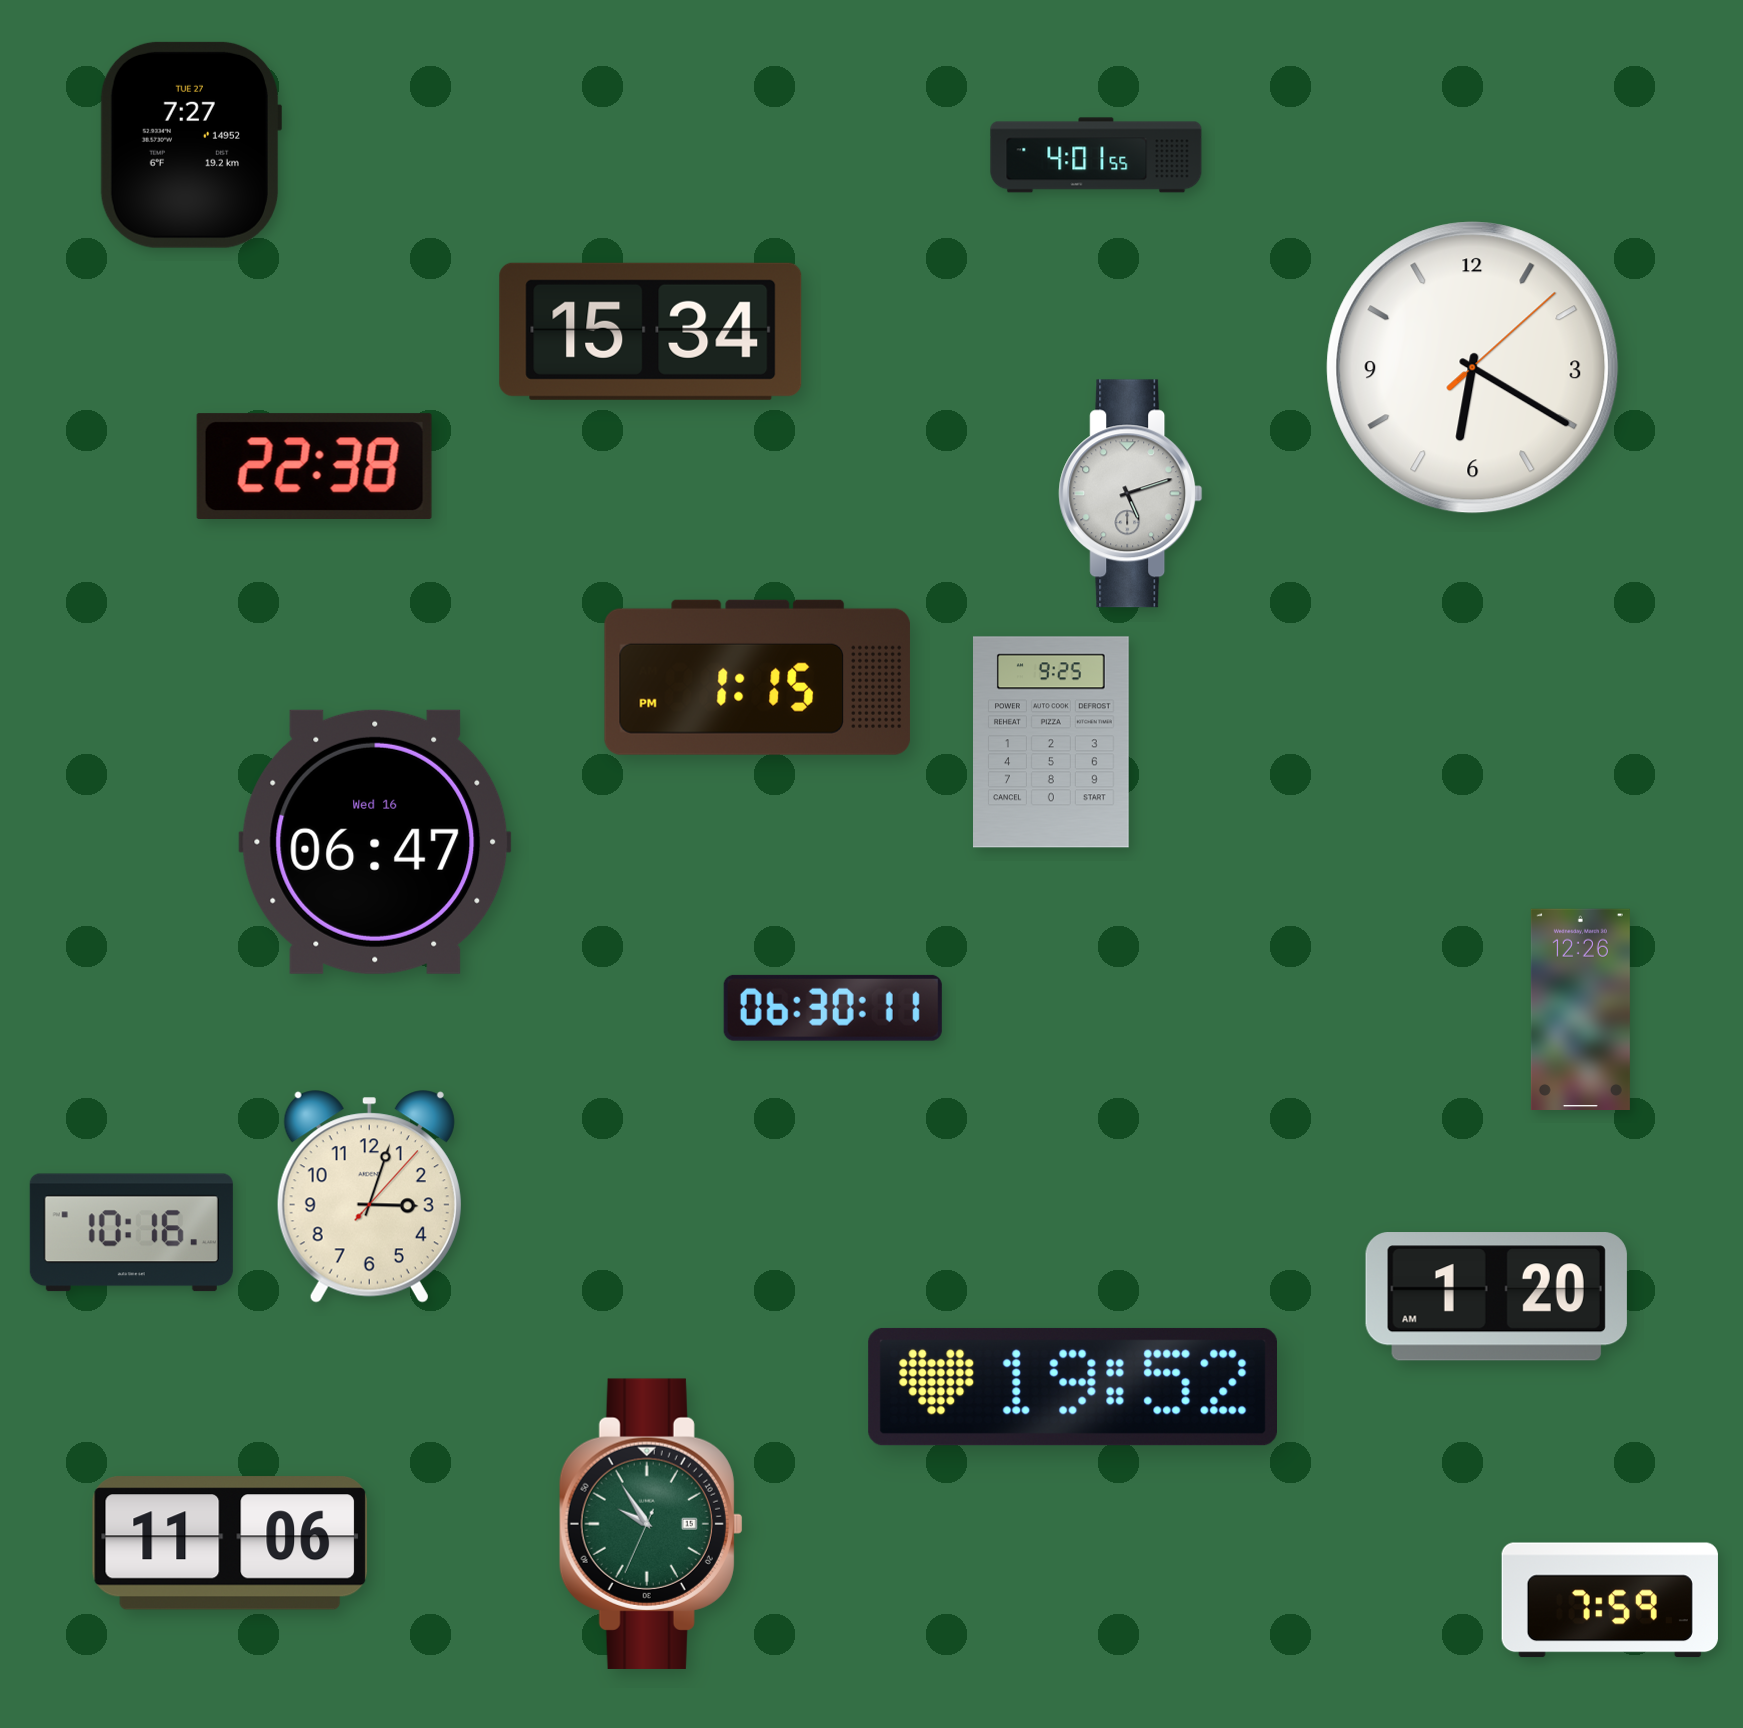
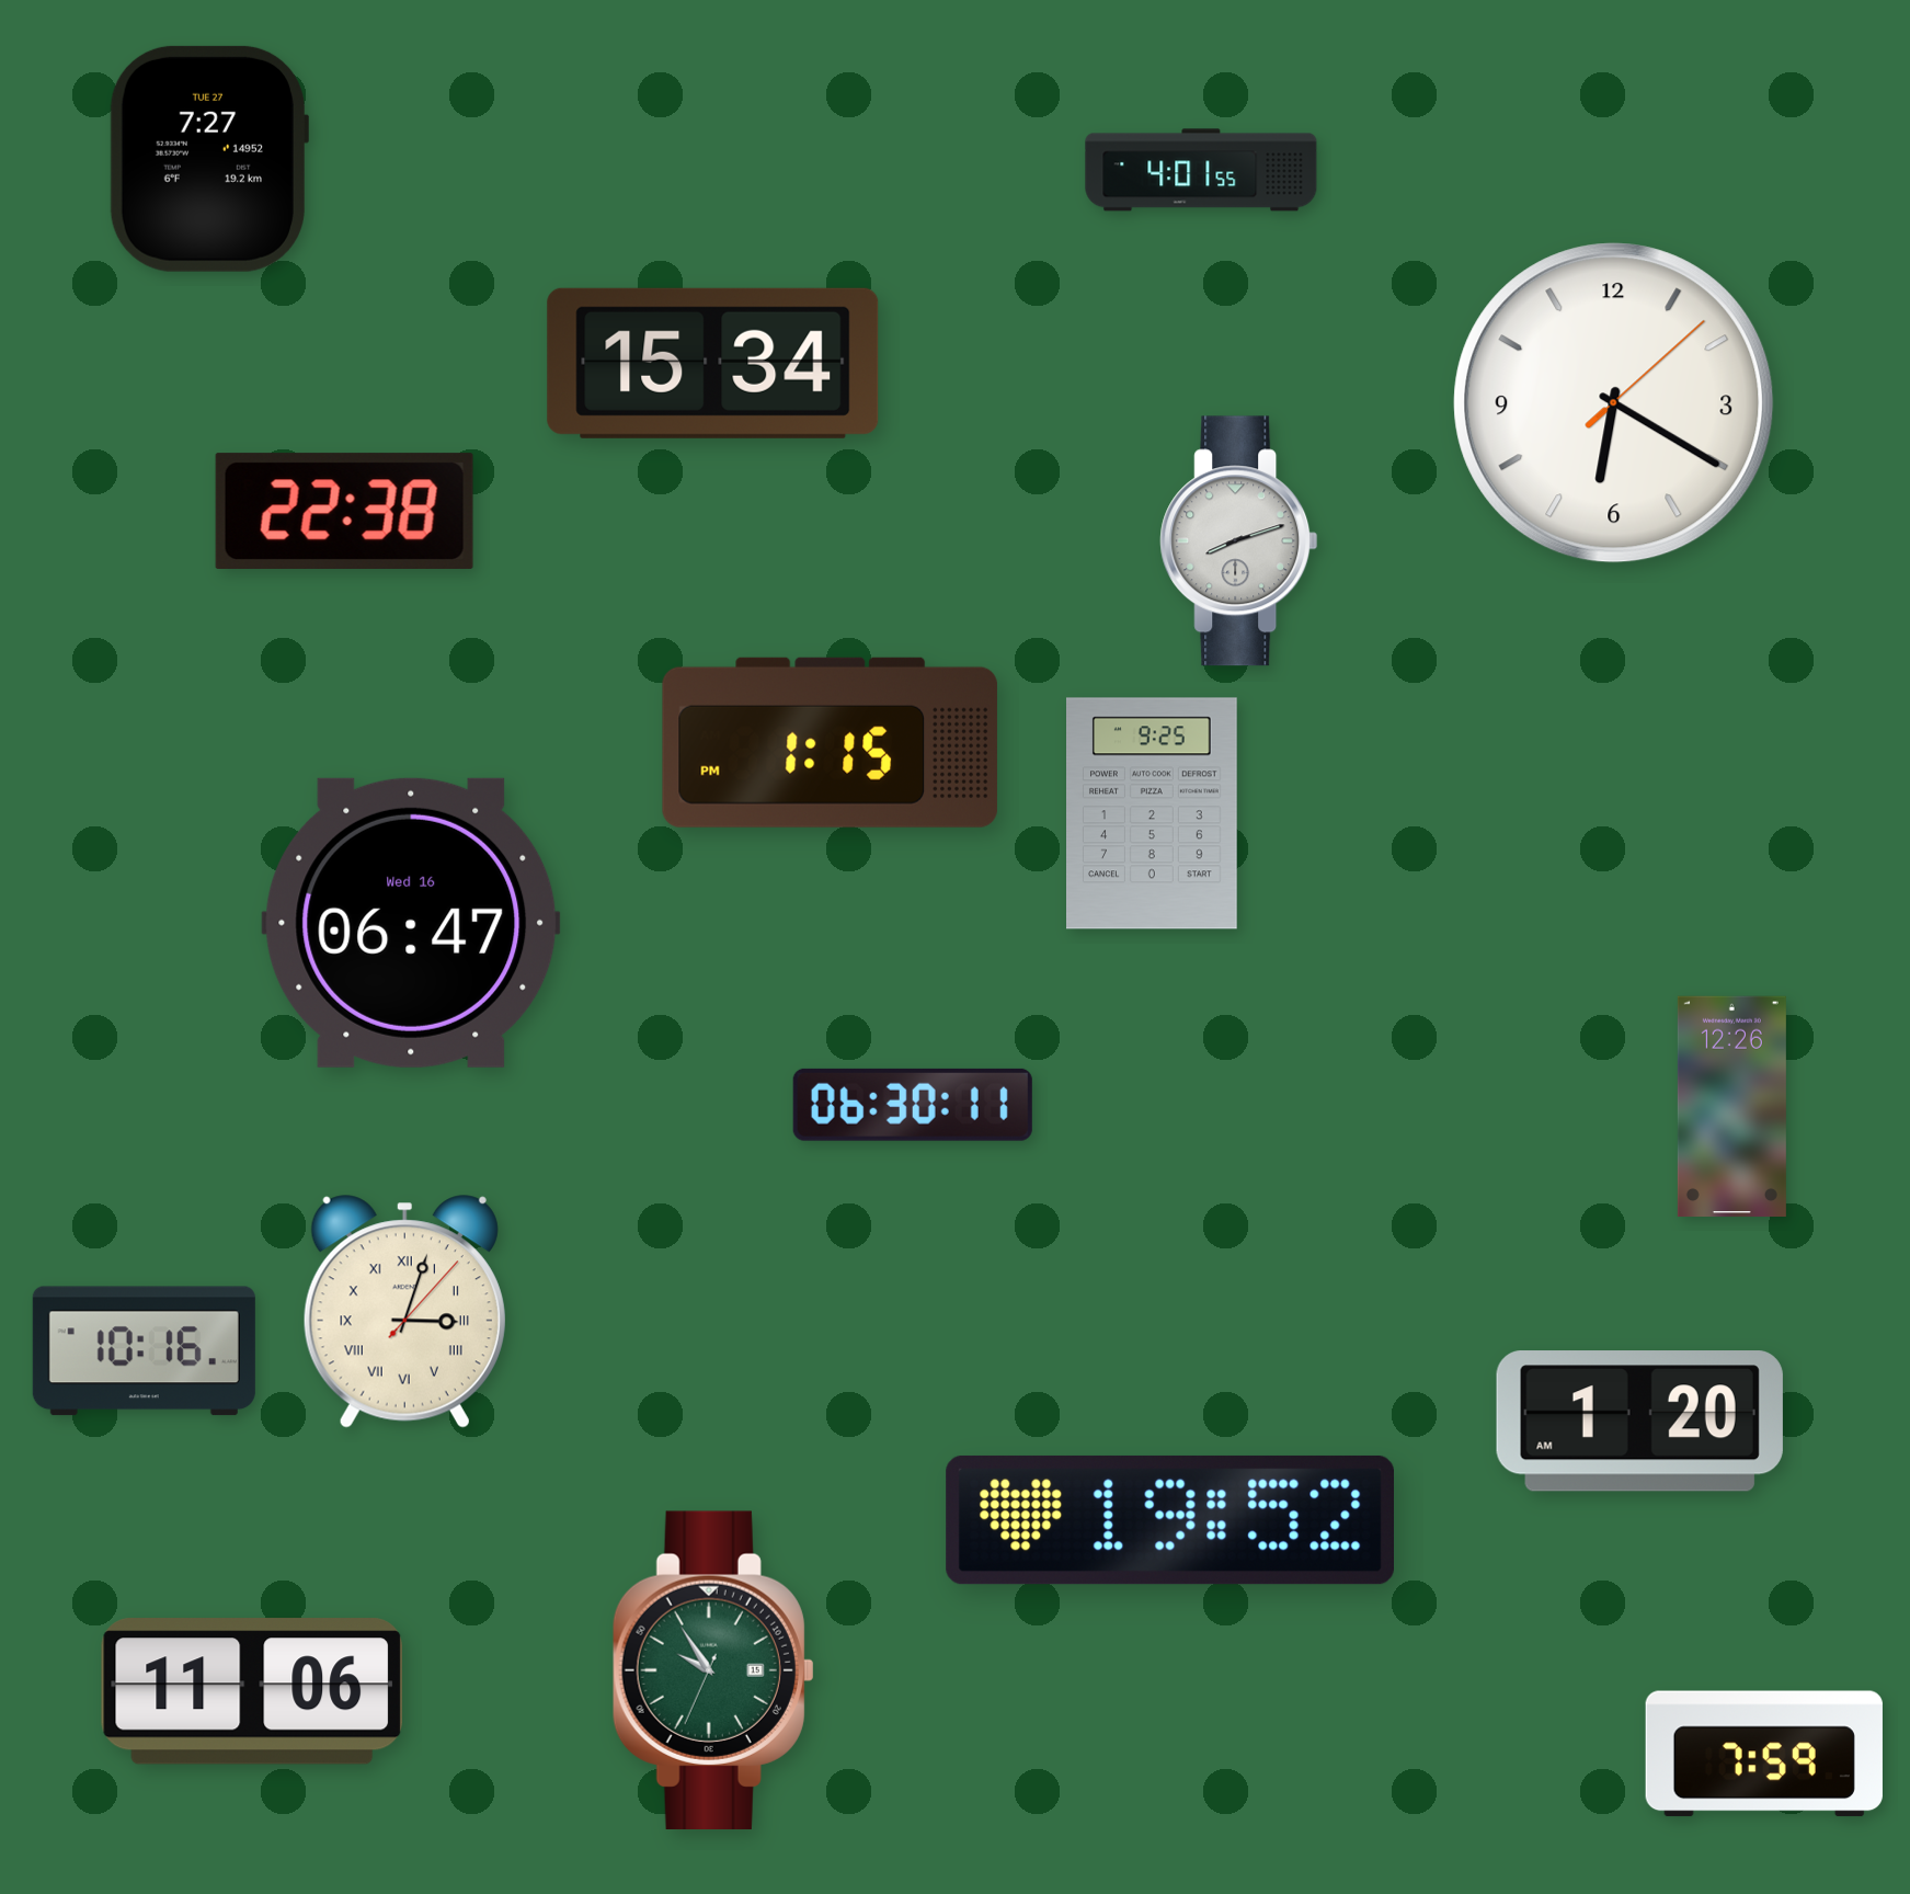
clock at (1131, 494): 5:12 -> 8:12
clock at (369, 1197) numerals: Arabic -> Roman
clock at (1072, 1387) position: (1072, 1387) -> (1169, 1520)
